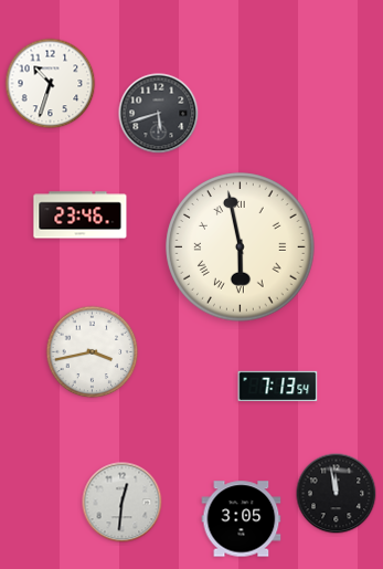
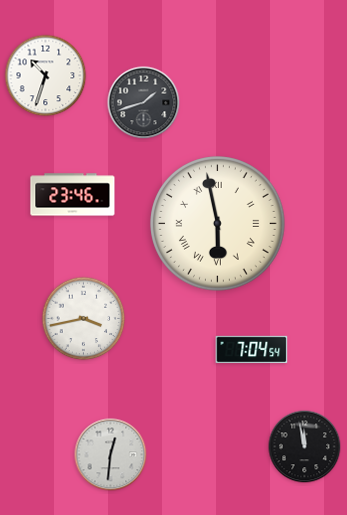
clock at (159, 114): 5:42 -> 1:42
clock at (278, 387): 7:13 -> 7:04
clock at (242, 519): 3:05 -> none
